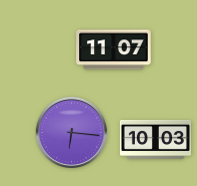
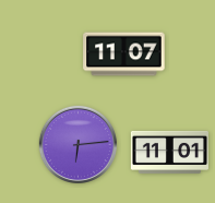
clock at (71, 132): 6:16 -> 6:14
clock at (155, 139): 10:03 -> 11:01
